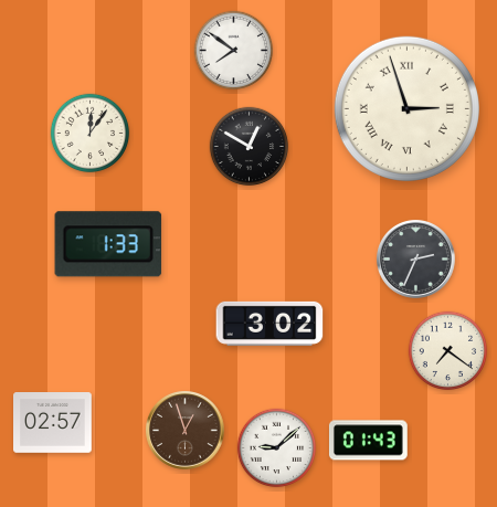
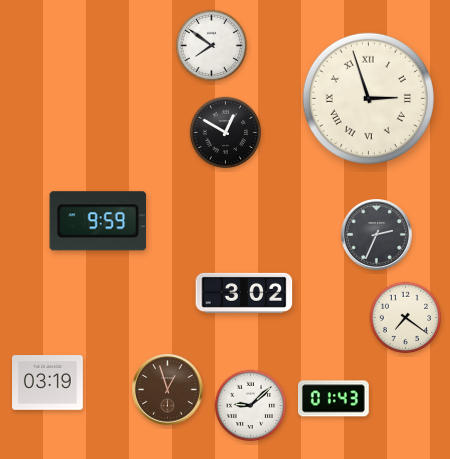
clock at (91, 134): 12:06 -> none
clock at (108, 244): 1:33 -> 9:59
clock at (53, 423): 02:57 -> 03:19
